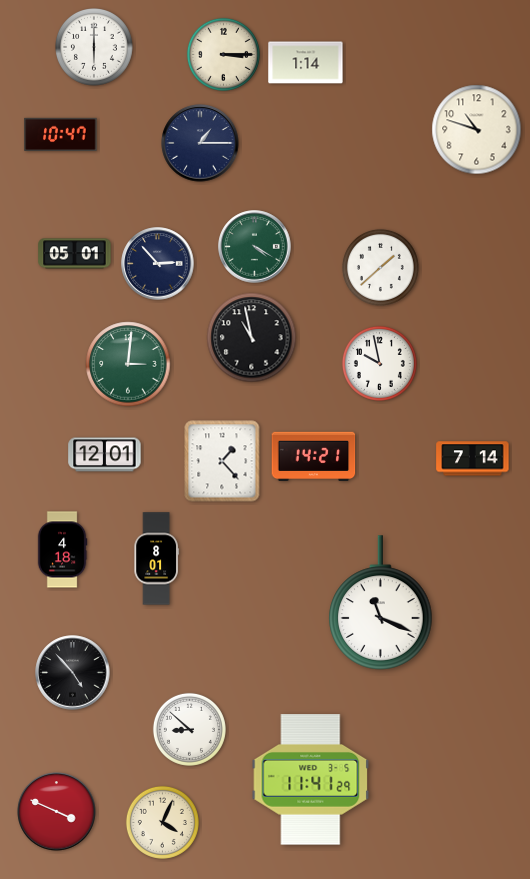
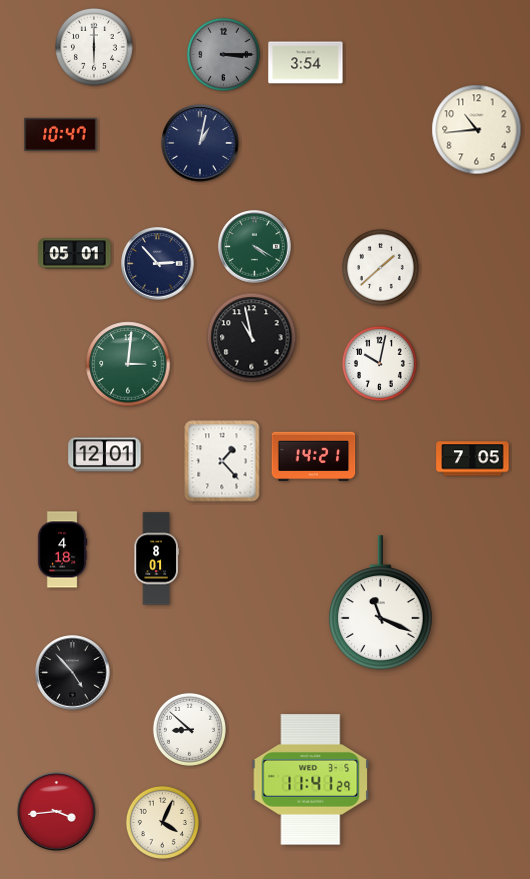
clock at (223, 54) dial: cream -> grey
clock at (306, 63): 1:14 -> 3:54
clock at (477, 130): 10:48 -> 10:44
clock at (200, 143): 1:15 -> 1:02
clock at (379, 363): 9:58 -> 10:02
clock at (473, 459): 7:14 -> 7:05
clock at (57, 812): 3:49 -> 3:44
